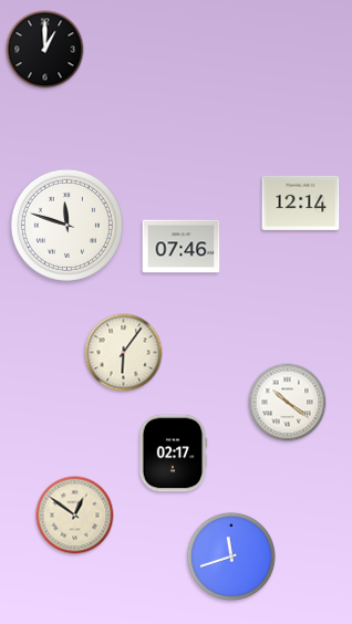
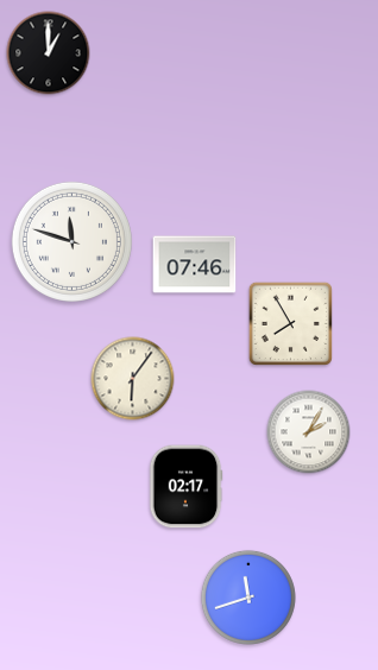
clock at (301, 202): 12:14 -> none
clock at (290, 323): none -> 7:55
clock at (288, 403): 10:21 -> 2:05
clock at (75, 516): 12:51 -> none
